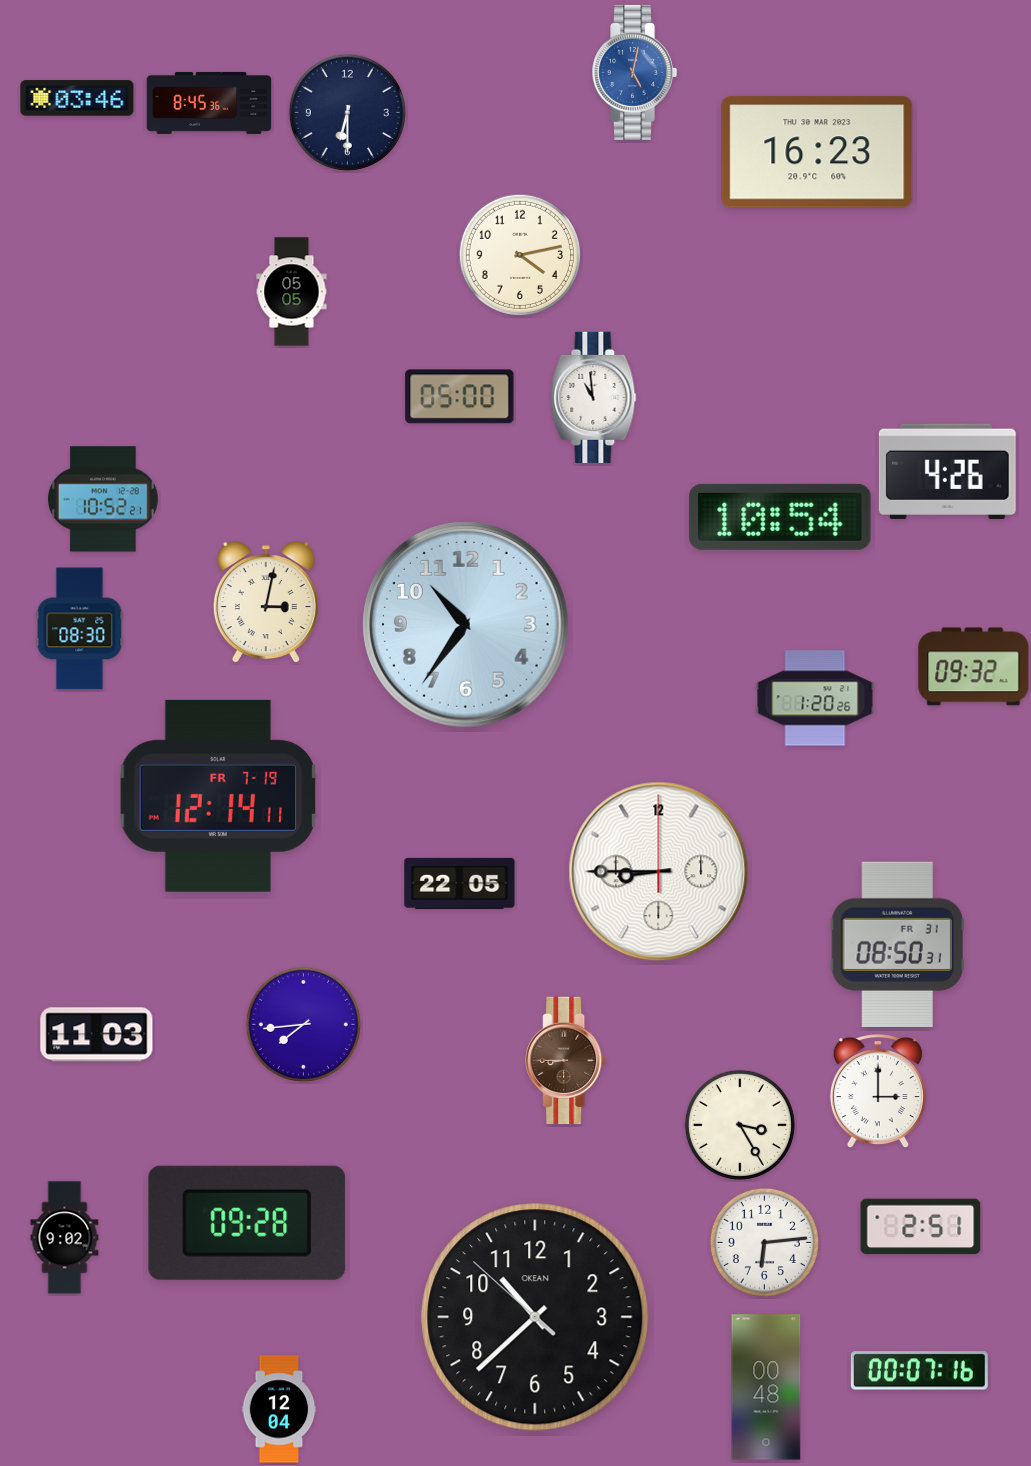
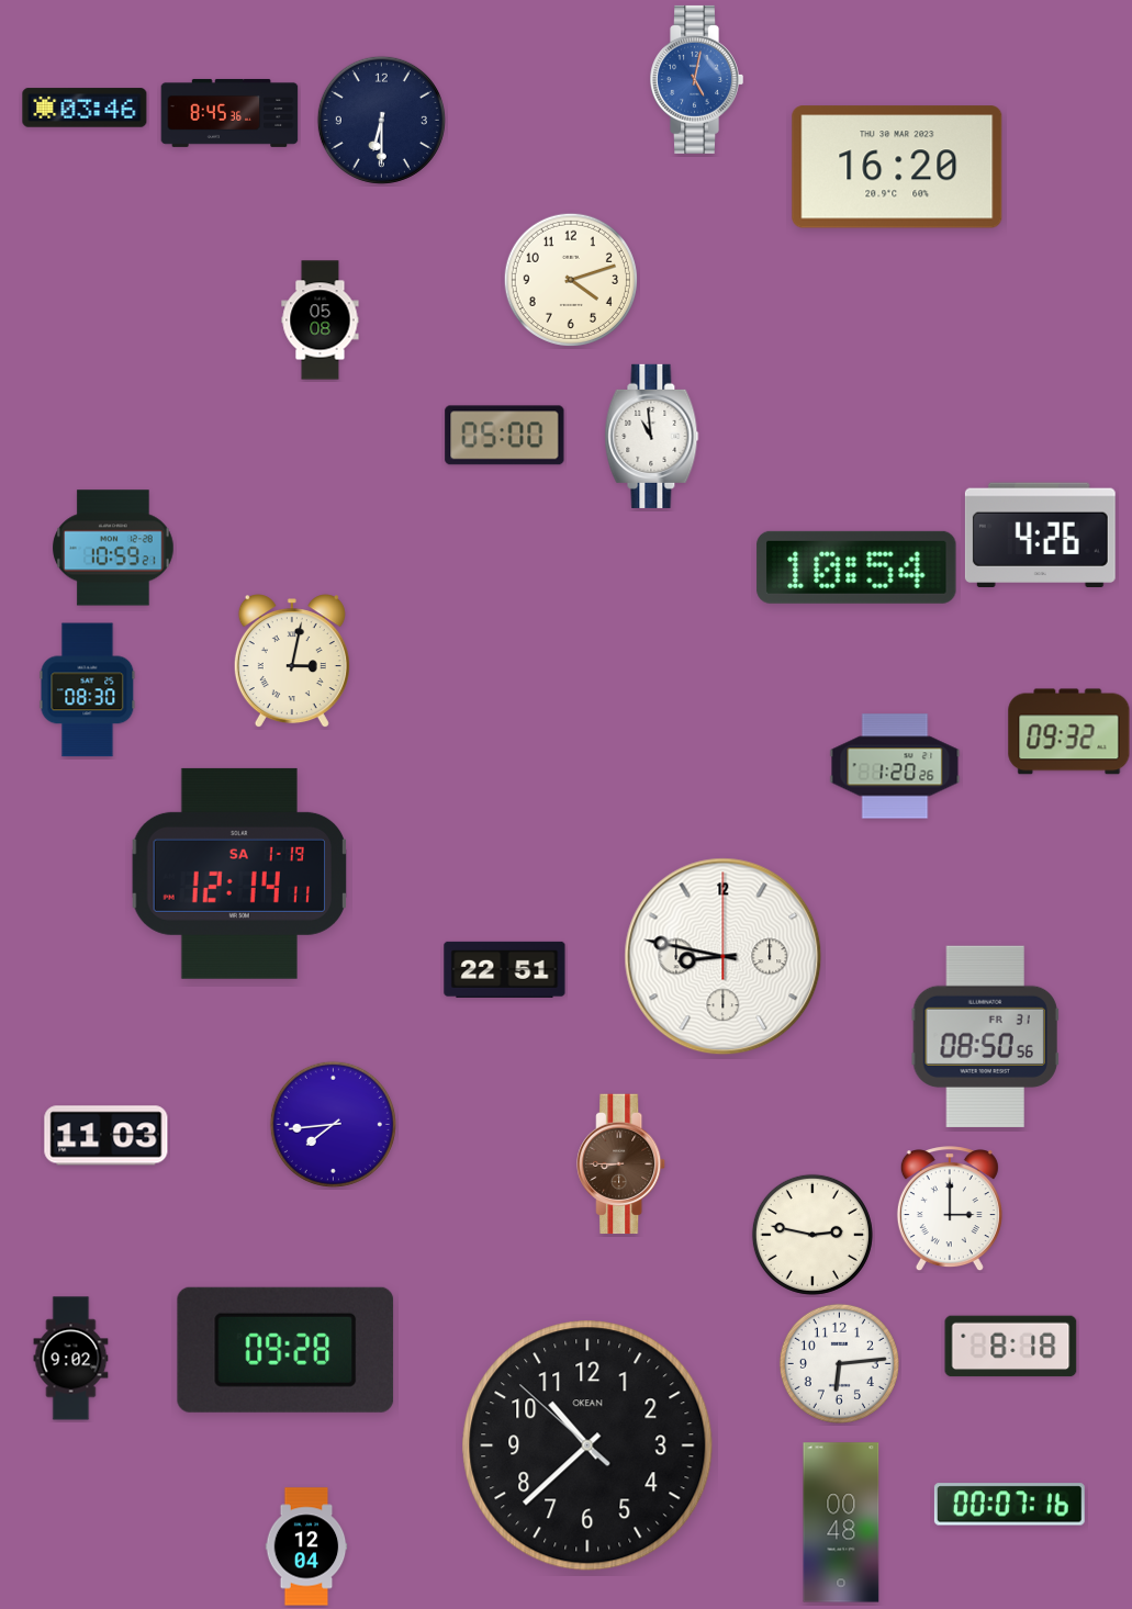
clock at (347, 112) position: (347, 112) -> (381, 120)
clock at (817, 152): 16:23 -> 16:20
clock at (520, 255): 4:13 -> 4:12
clock at (292, 292): 05:05 -> 05:08
clock at (947, 471) position: (947, 471) -> (1040, 535)
clock at (103, 499): 10:52 -> 10:59
clock at (465, 624): 10:36 -> none
clock at (218, 796) date: FR 7-19 -> SA 1-19
clock at (659, 872): 8:45 -> 8:47
clock at (460, 883): 22:05 -> 22:51
clock at (897, 944): 08:50:31 -> 08:50:56
clock at (878, 1092) position: (878, 1092) -> (950, 1209)
clock at (740, 1125): 3:25 -> 2:47
clock at (247, 1223) position: (247, 1223) -> (285, 1350)
clock at (921, 1227): 2:51 -> 8:18
